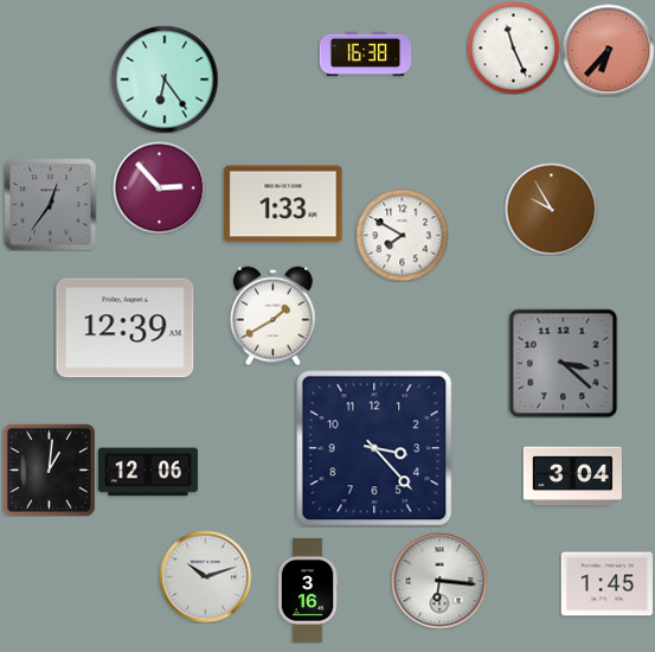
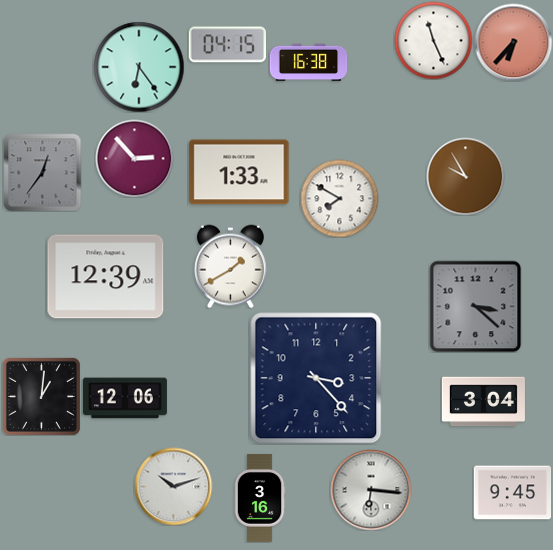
clock at (227, 45): none -> 04:15
clock at (365, 55) position: (365, 55) -> (308, 63)
clock at (606, 584): 1:45 -> 9:45
